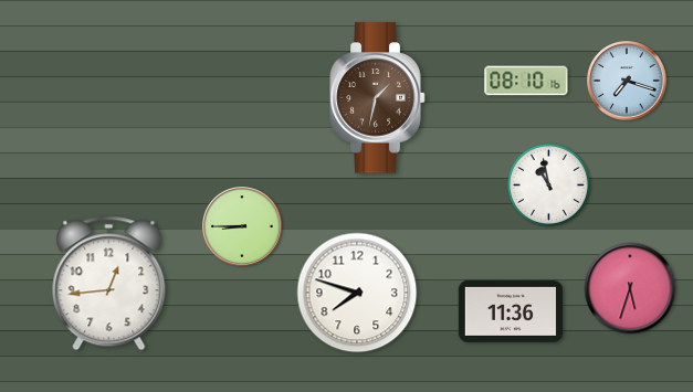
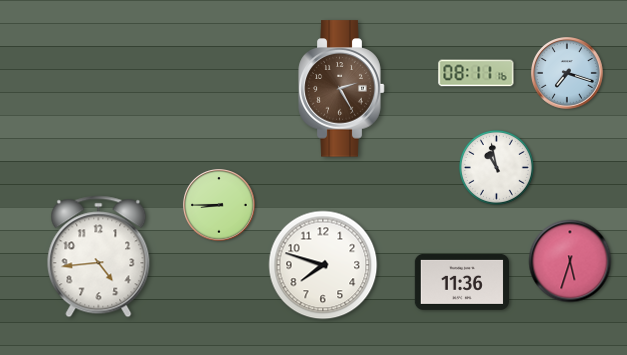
clock at (526, 81): 08:10 -> 08:11
clock at (378, 98): 1:32 -> 2:25
clock at (109, 284): 12:44 -> 4:44
